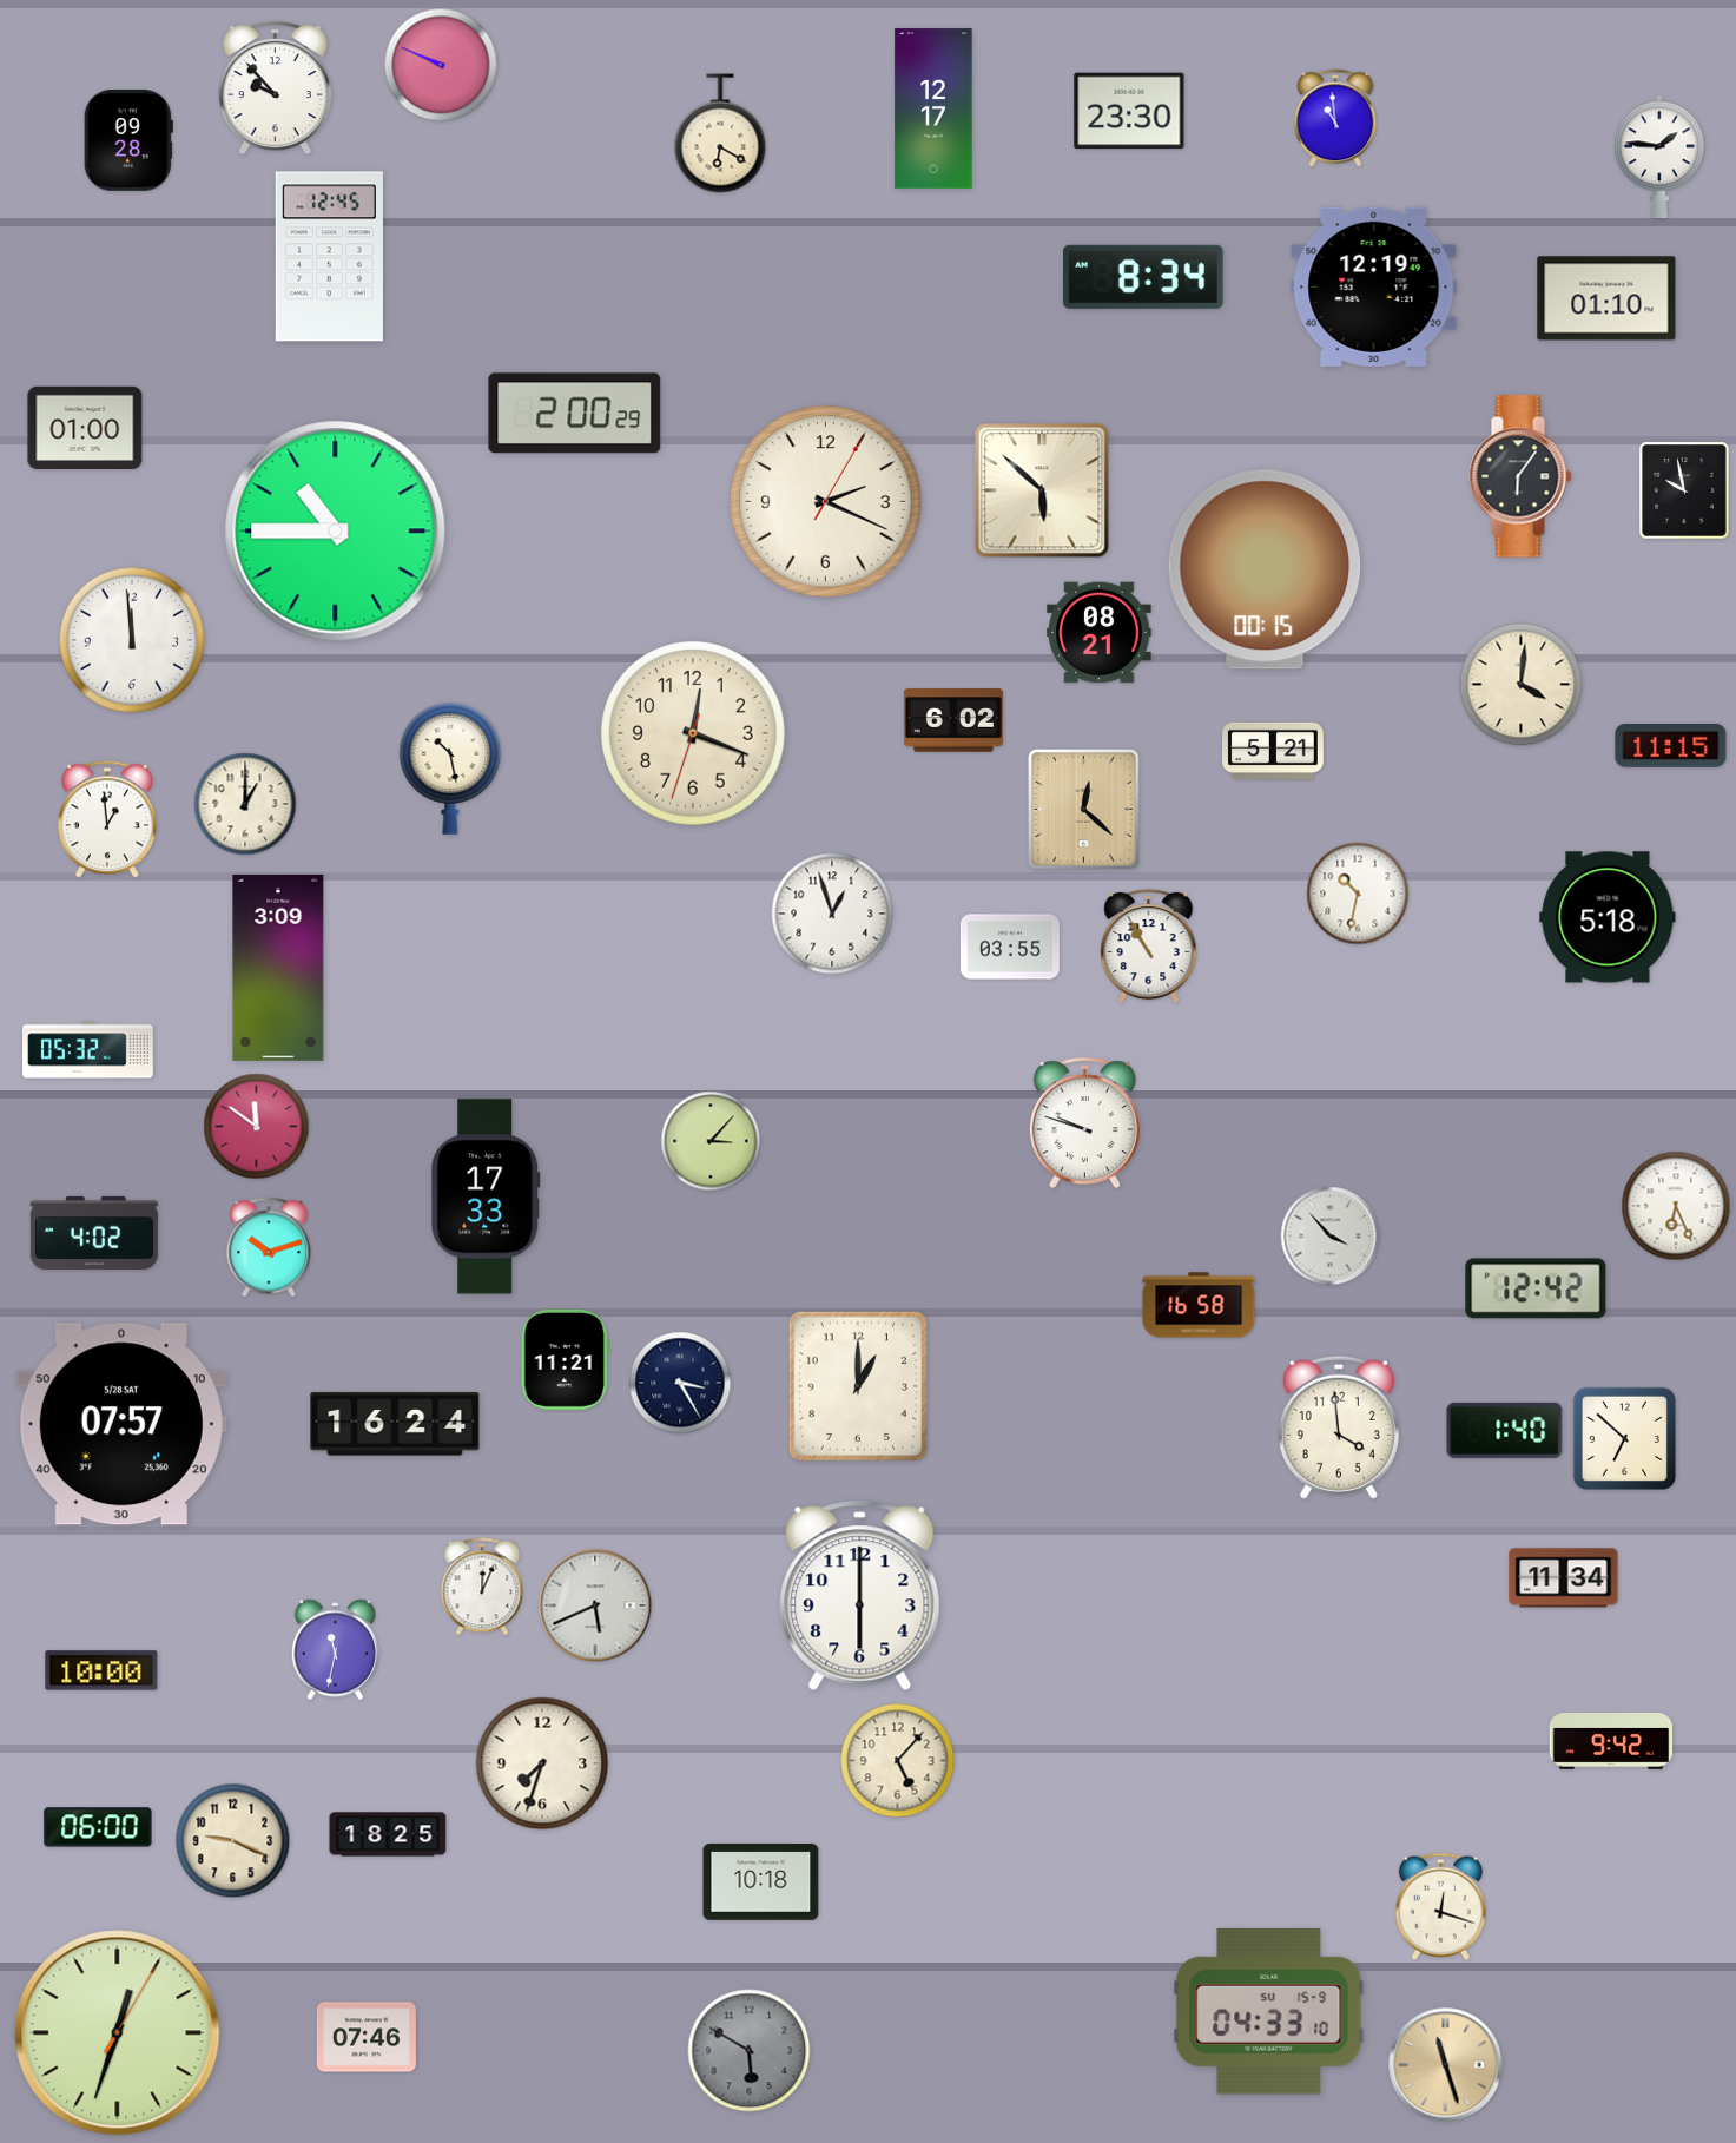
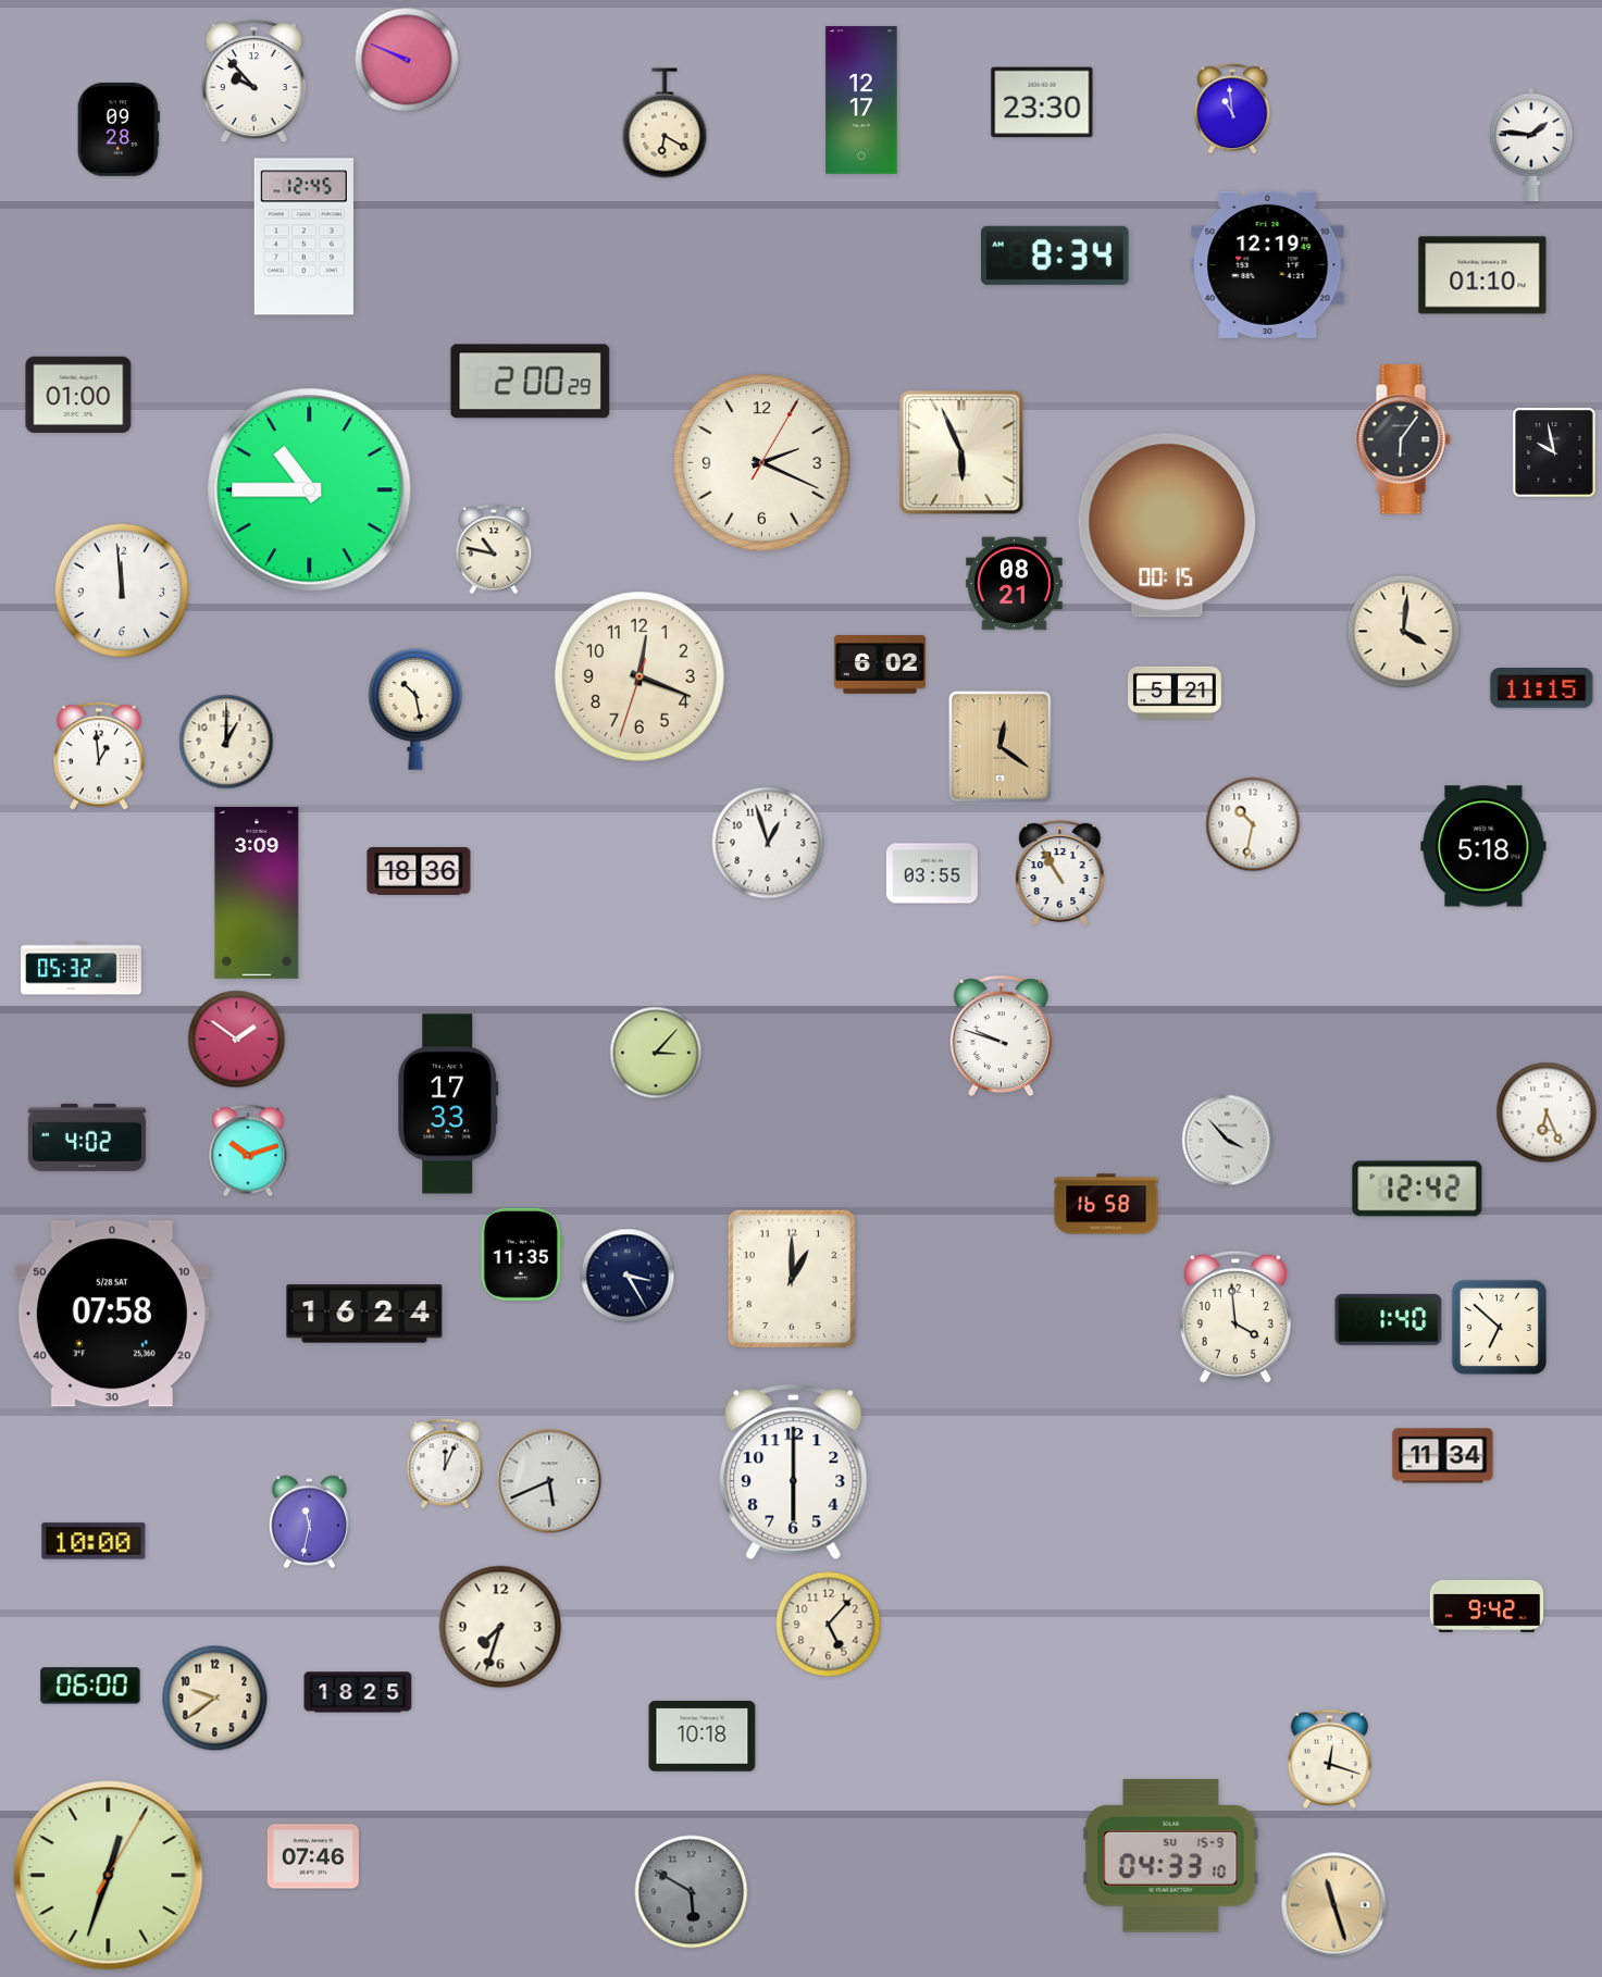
clock at (1042, 490): 5:52 -> 5:56
clock at (494, 549): none -> 10:47
clock at (1084, 810): 12:22 -> 12:21
clock at (419, 871): none -> 18:36
clock at (257, 1127): 11:51 -> 1:51
clock at (565, 1359): 11:21 -> 11:35
clock at (121, 1424): 07:57 -> 07:58
clock at (233, 1841): 9:19 -> 9:39
clock at (367, 2037) position: (367, 2037) -> (313, 1856)
